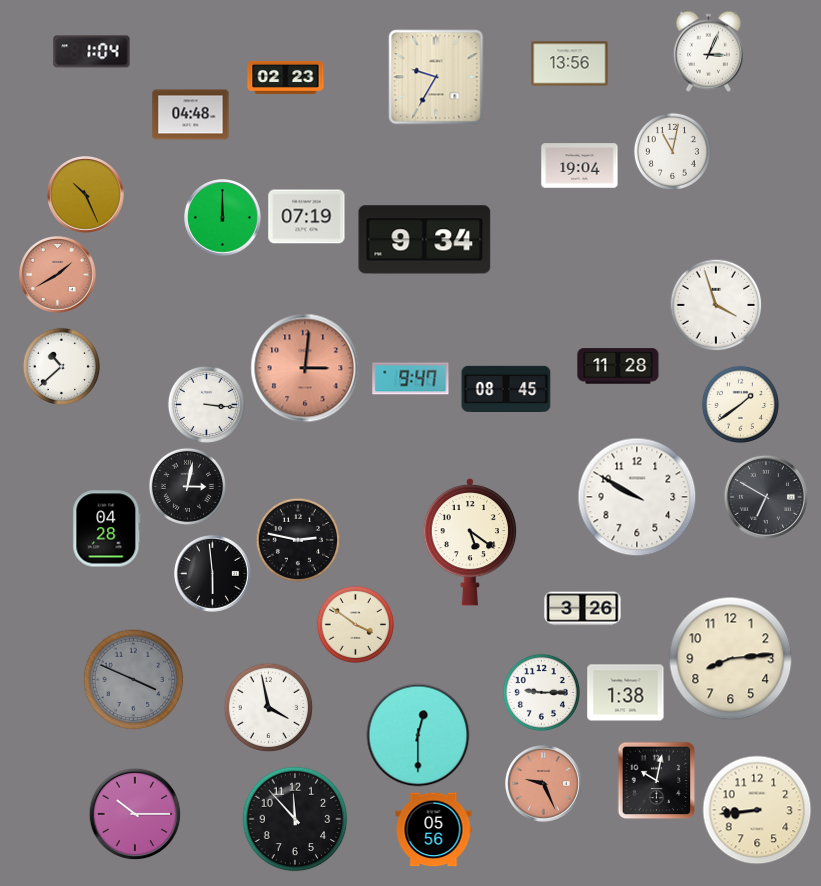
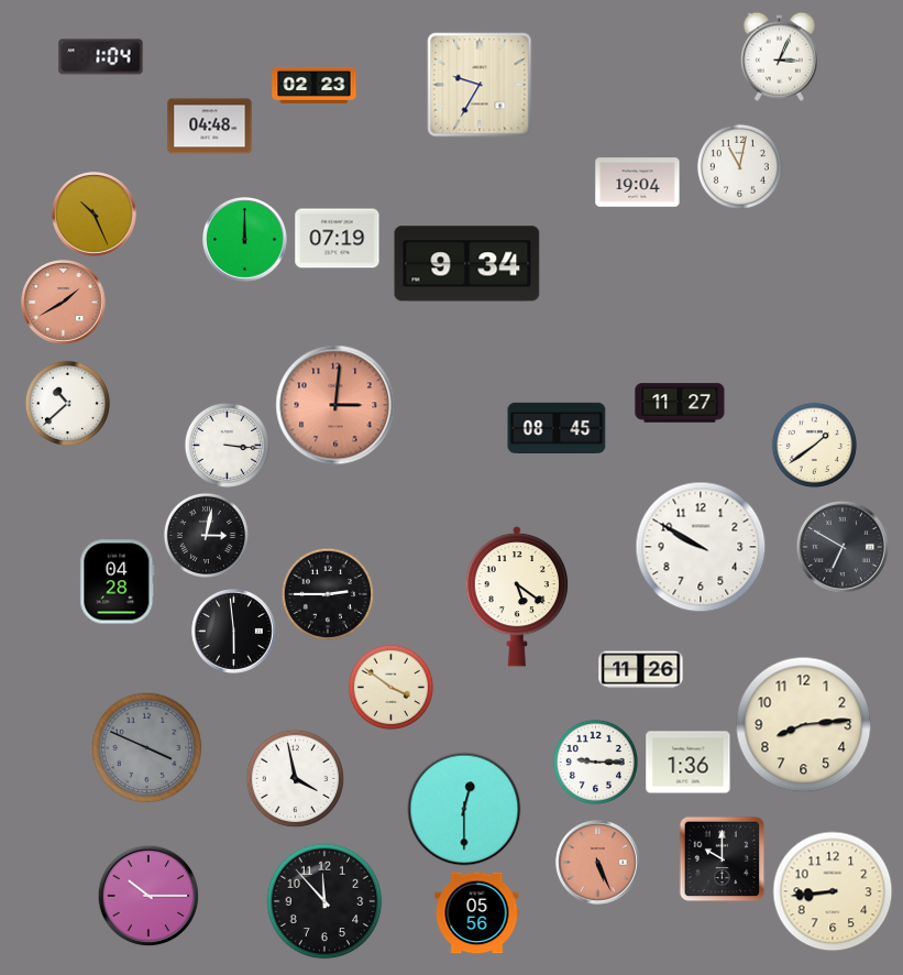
clock at (570, 64): 13:56 -> none
clock at (716, 305): 3:57 -> none
clock at (618, 366): 11:28 -> 11:27
clock at (411, 379): 9:47 -> none
clock at (297, 539): 2:47 -> 2:45
clock at (583, 609): 3:26 -> 11:26
clock at (626, 693): 1:38 -> 1:36
clock at (418, 735) position: (418, 735) -> (464, 809)
clock at (656, 780): 10:02 -> 10:00
clock at (544, 784): 9:26 -> 5:26
